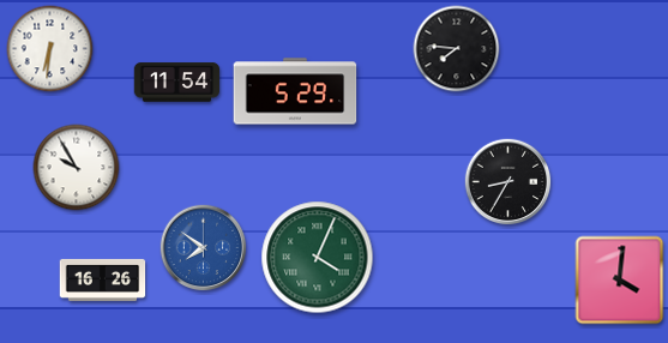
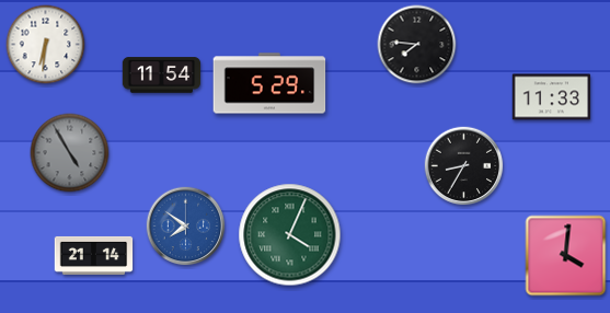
clock at (552, 97): none -> 11:33
clock at (77, 168): 9:55 -> 4:55
clock at (77, 168) dial: white -> grey
clock at (103, 279): 16:26 -> 21:14
